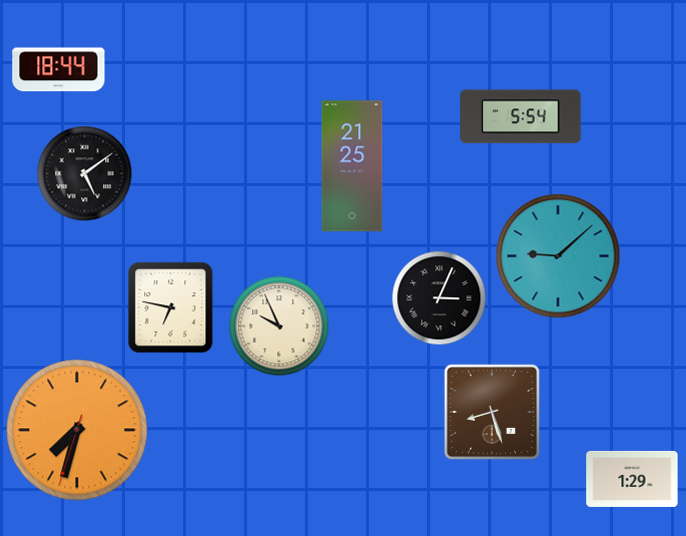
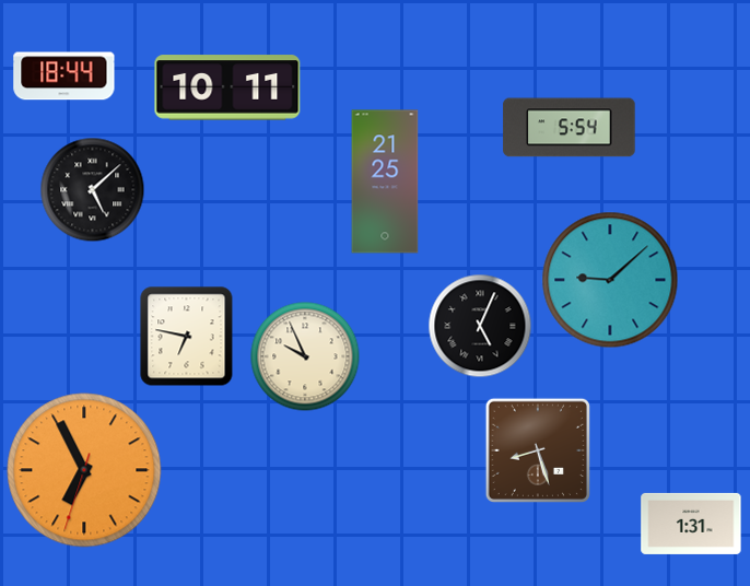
clock at (227, 87): none -> 10:11
clock at (85, 174): 5:09 -> 5:08
clock at (439, 298): 3:04 -> 5:04
clock at (77, 430): 7:32 -> 6:55
clock at (632, 479): 1:29 -> 1:31
